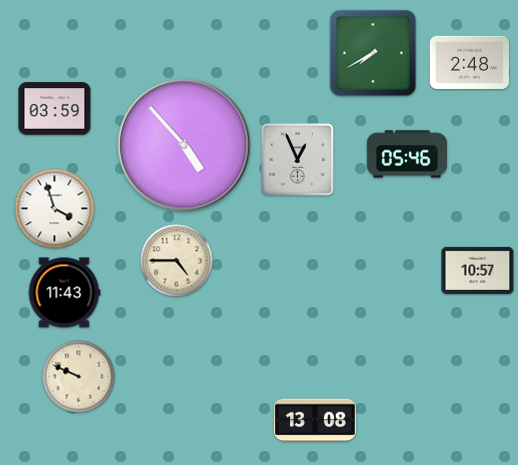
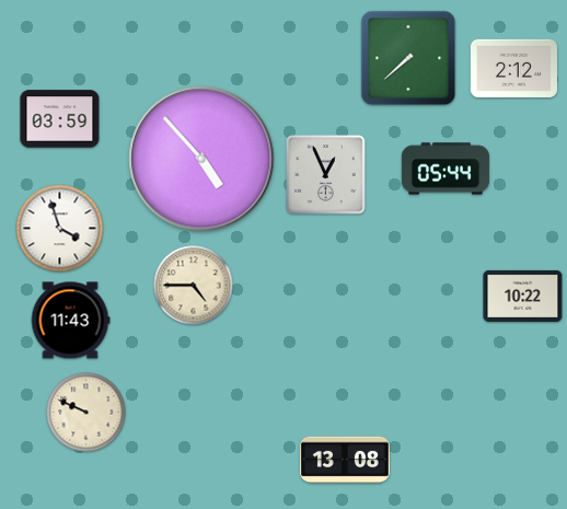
clock at (373, 53): 7:40 -> 7:38
clock at (469, 62): 2:48 -> 2:12
clock at (407, 154): 05:46 -> 05:44
clock at (478, 270): 10:57 -> 10:22
